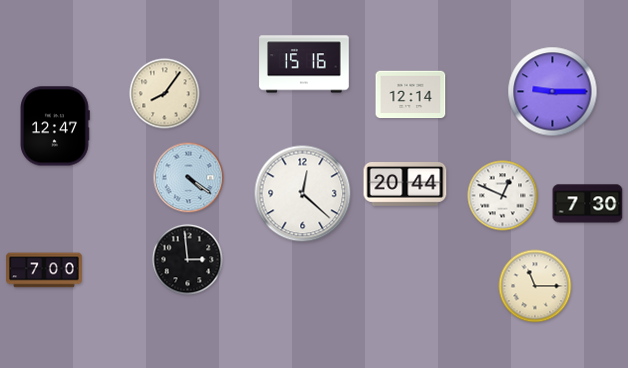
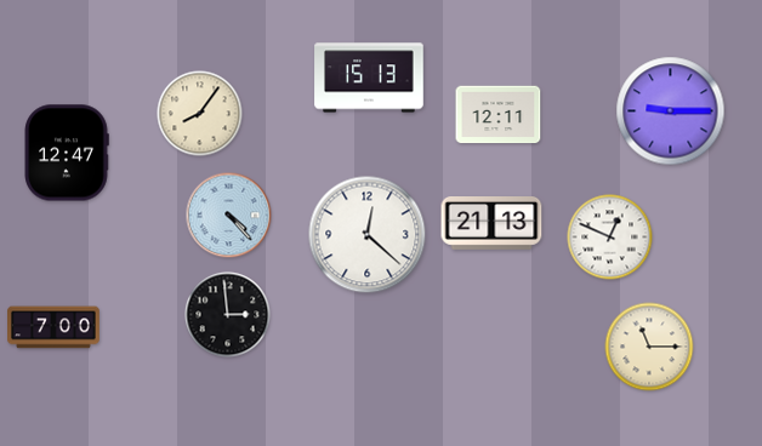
clock at (304, 64): 15:16 -> 15:13
clock at (411, 95): 12:14 -> 12:11
clock at (189, 178): 4:21 -> 4:23
clock at (405, 185): 20:44 -> 21:13
clock at (588, 204): 7:30 -> none
